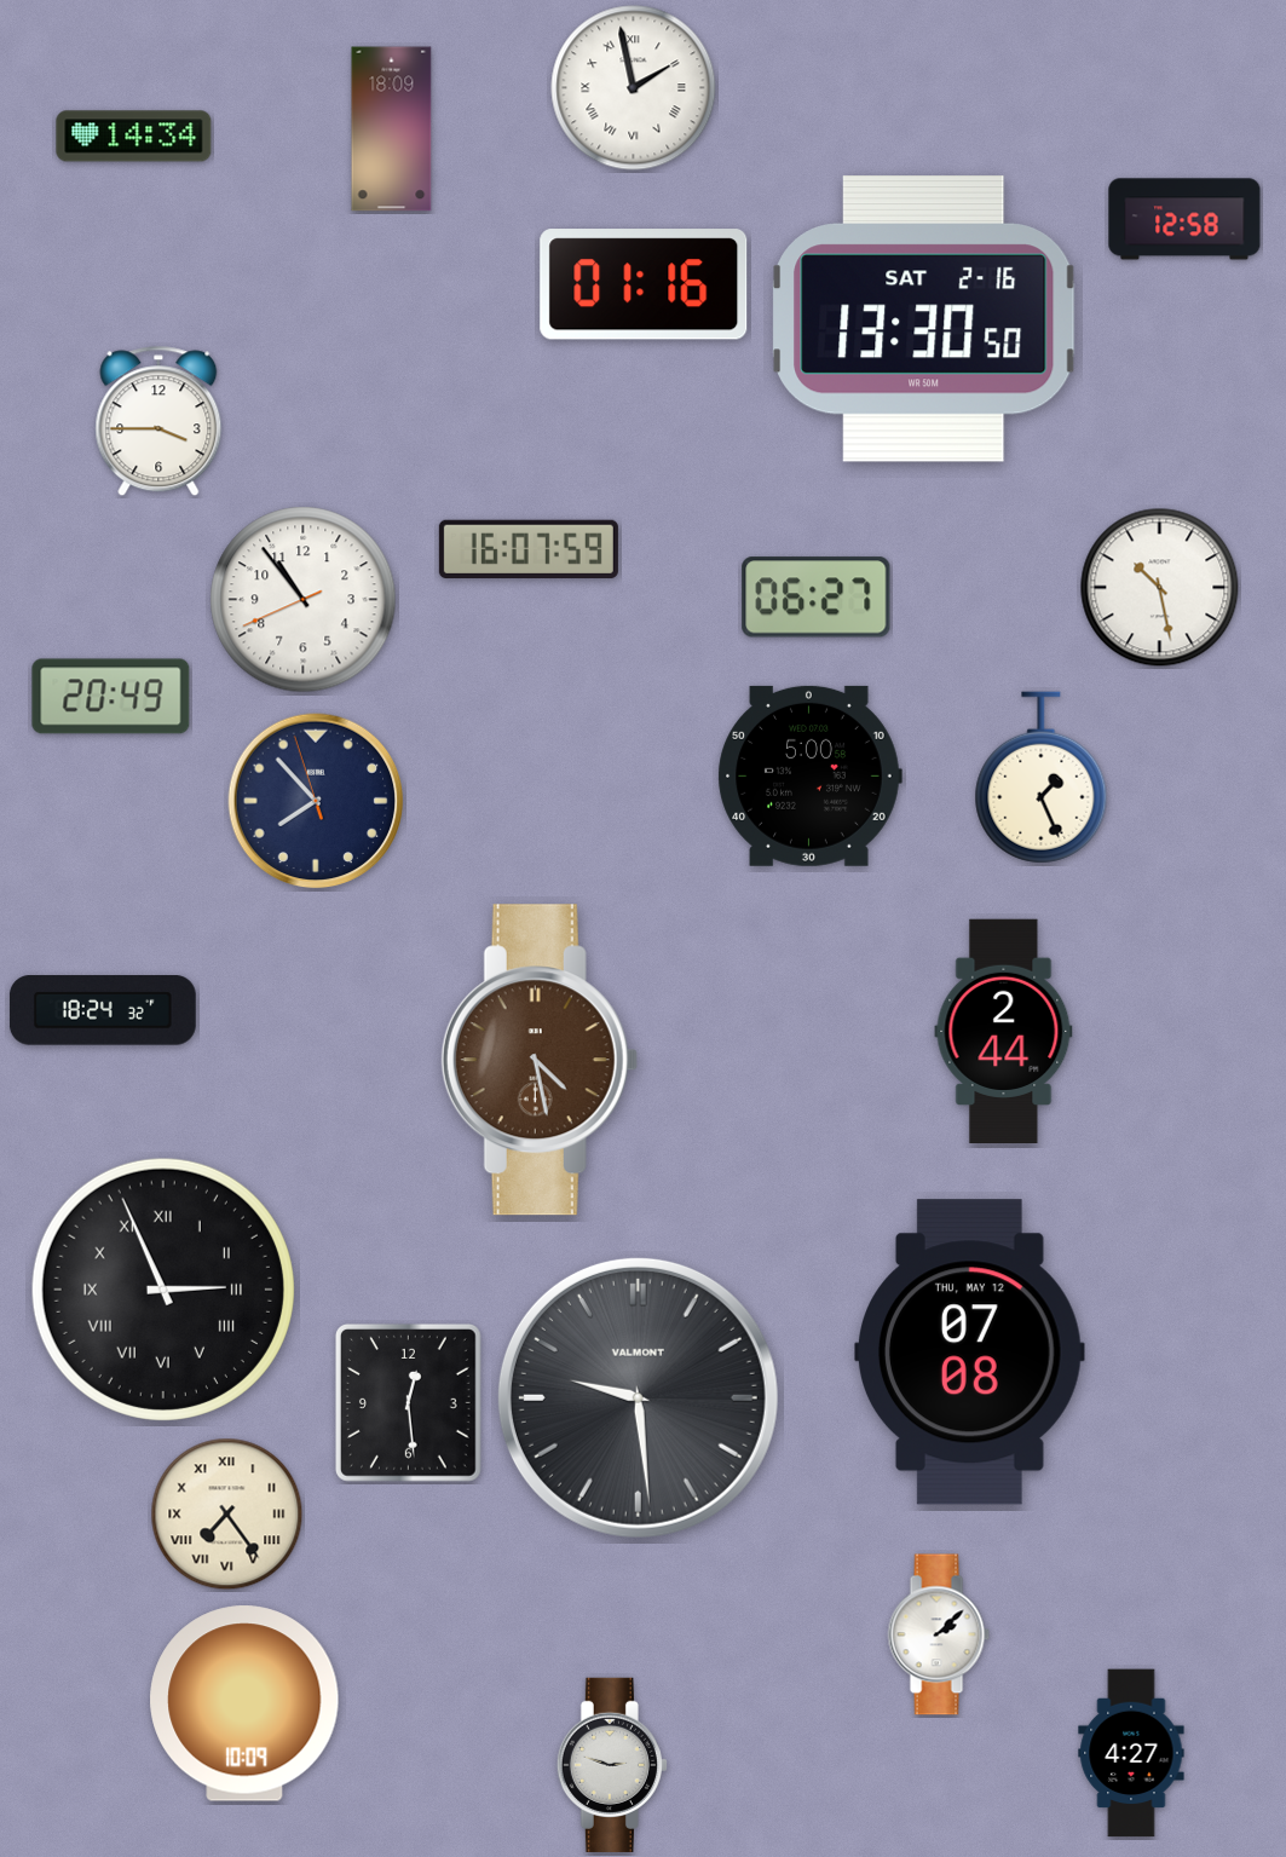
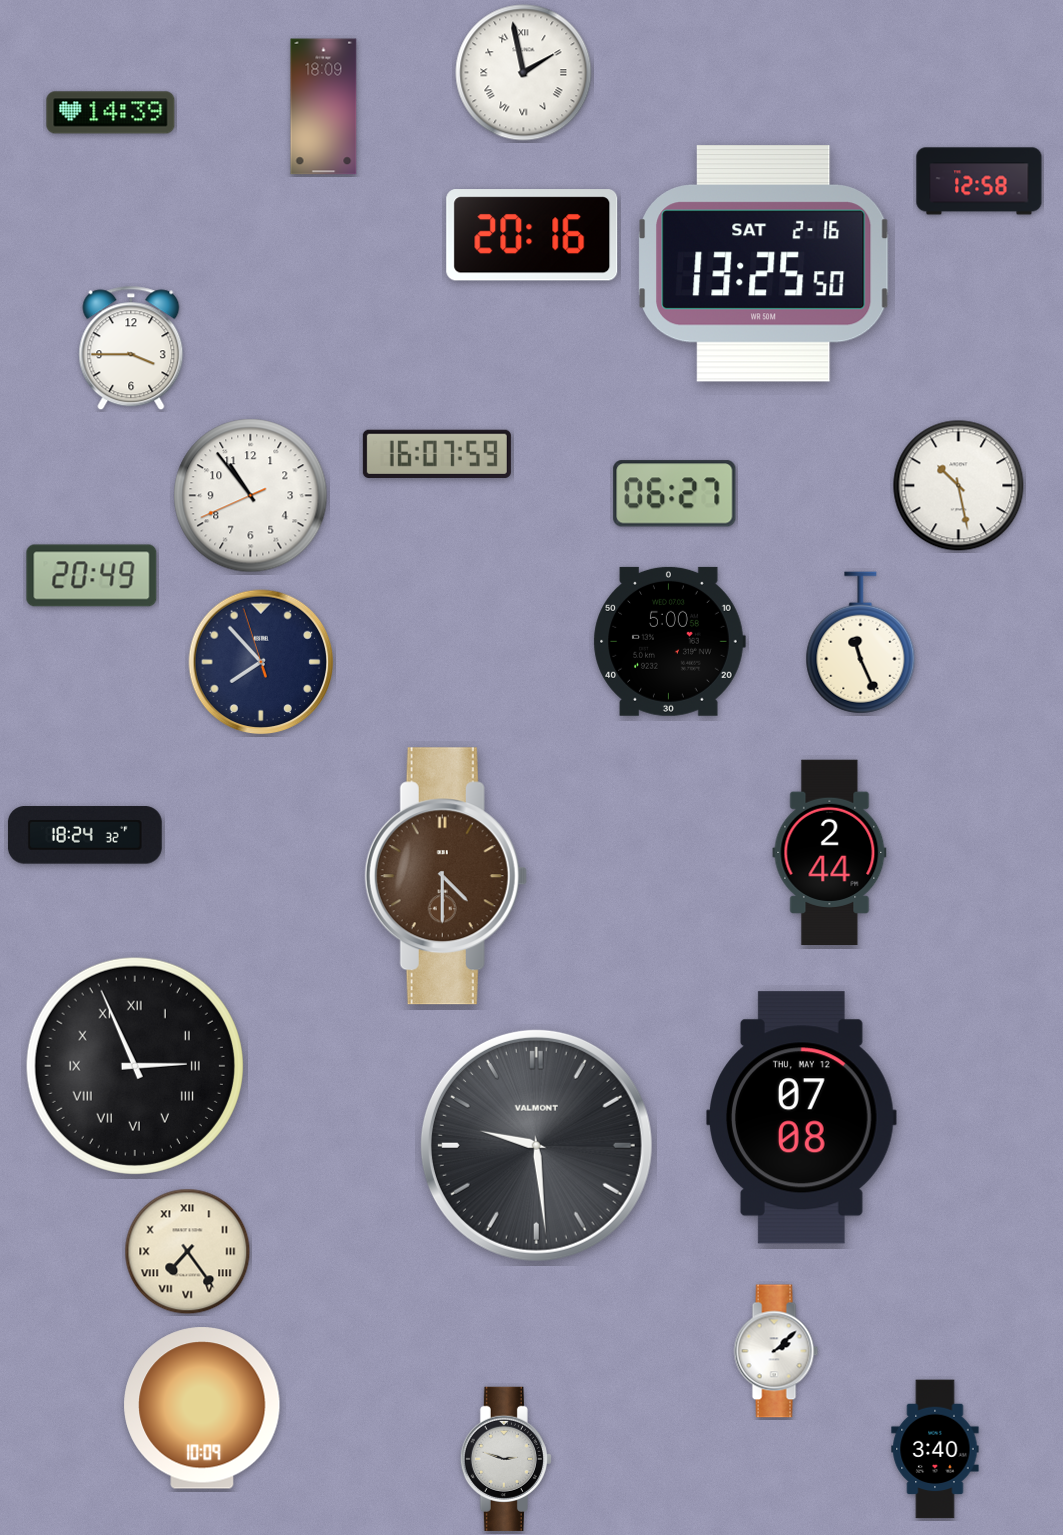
clock at (134, 137): 14:34 -> 14:39
clock at (644, 284): 01:16 -> 20:16
clock at (924, 319): 13:30 -> 13:25
clock at (1042, 778): 1:26 -> 11:26
clock at (540, 1060): 4:28 -> 4:30
clock at (638, 1397) position: (638, 1397) -> (536, 1145)
clock at (408, 1403): 12:29 -> none
clock at (1131, 1753): 4:27 -> 3:40
